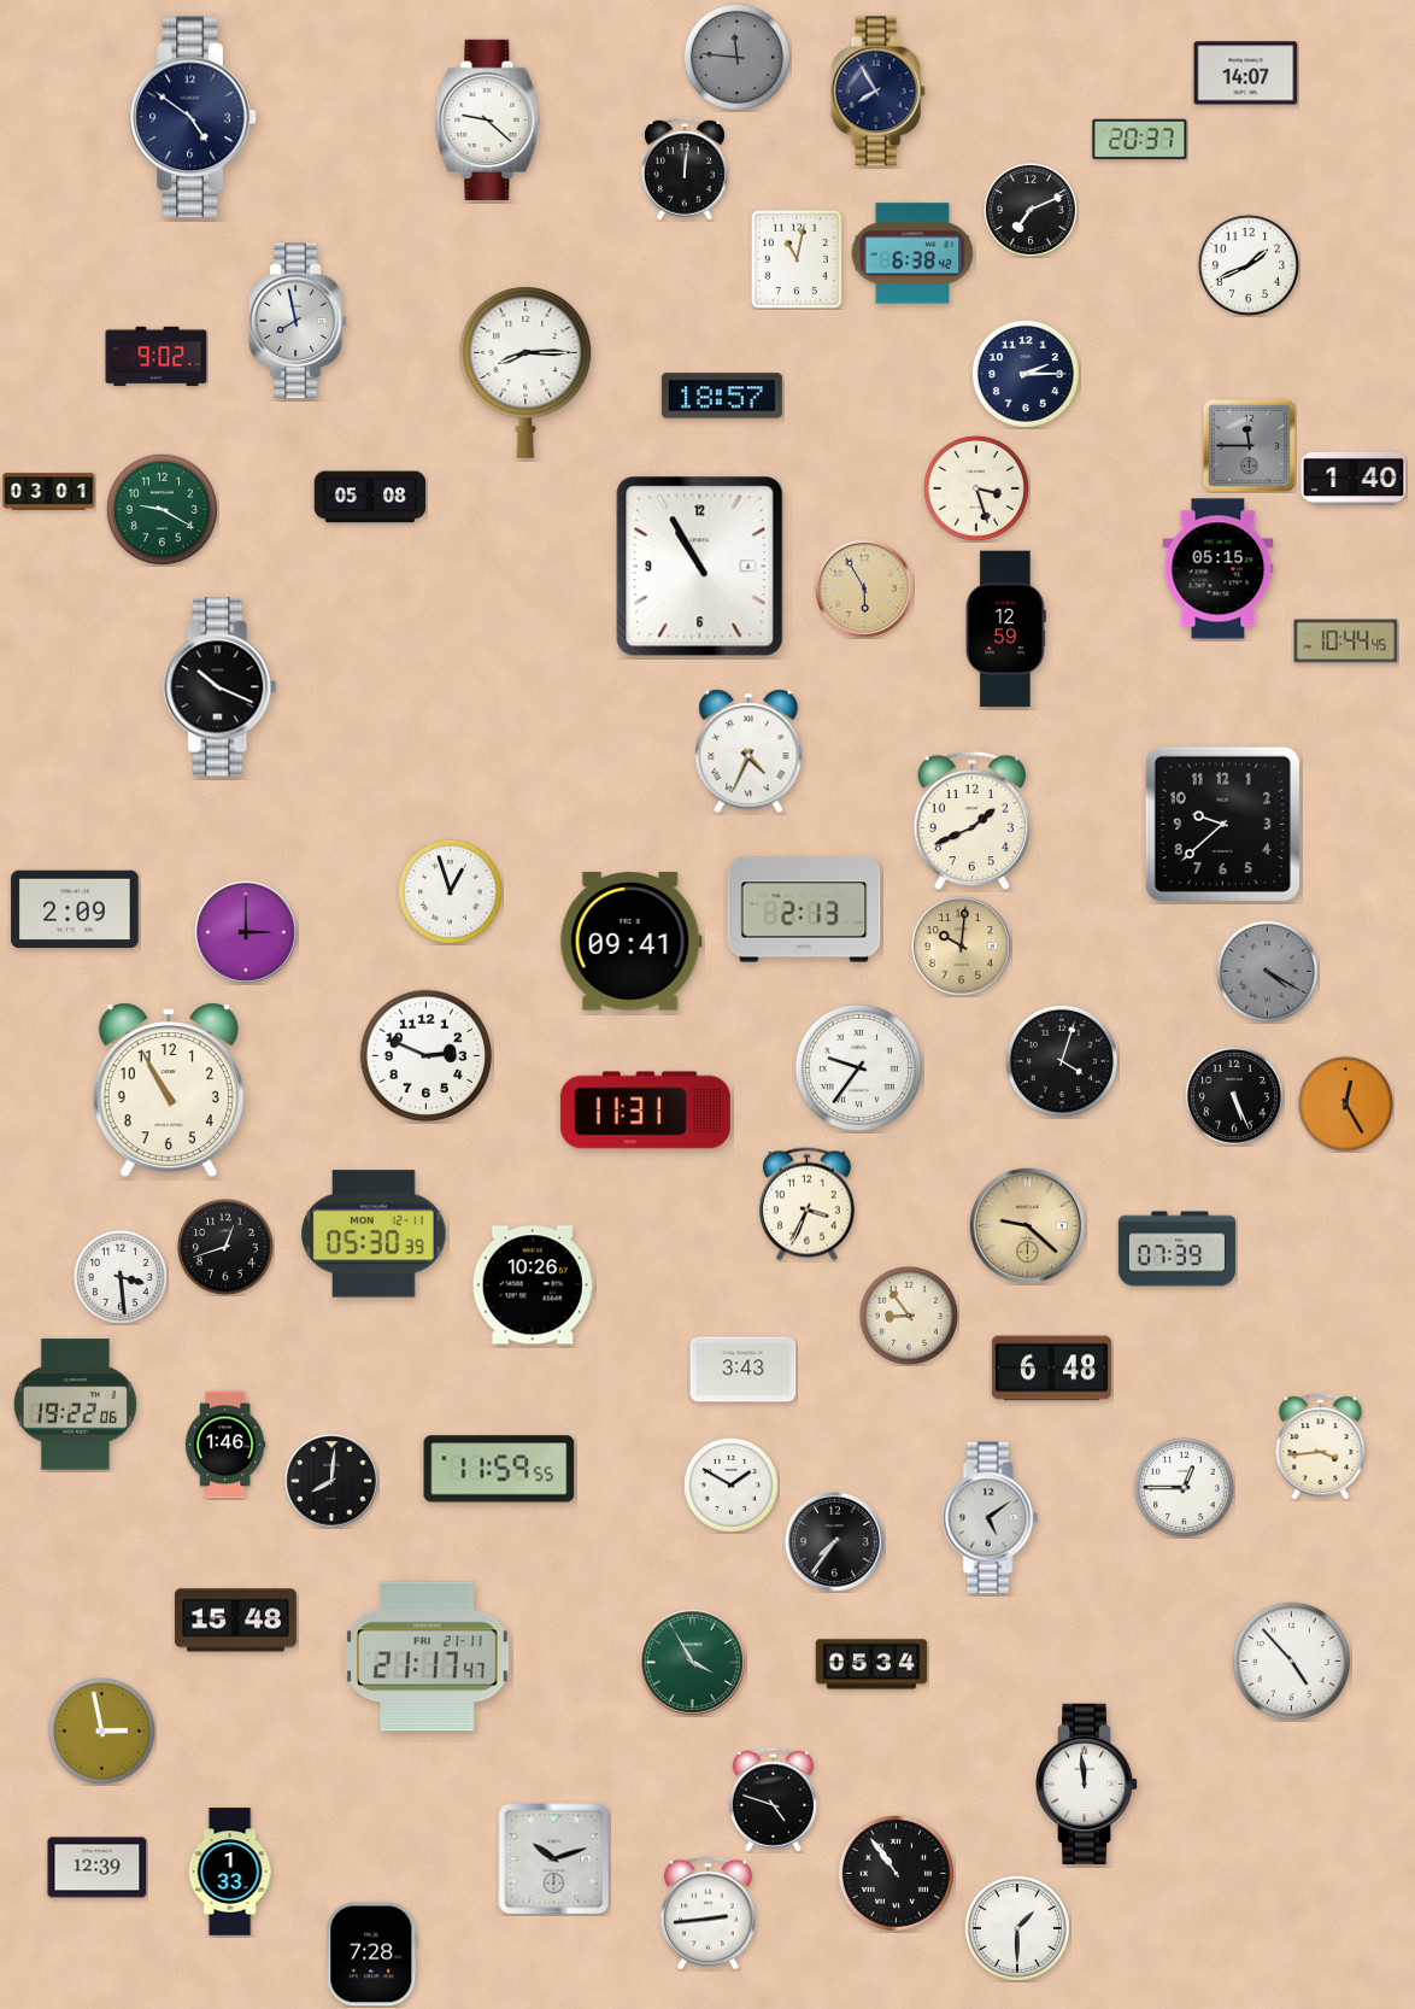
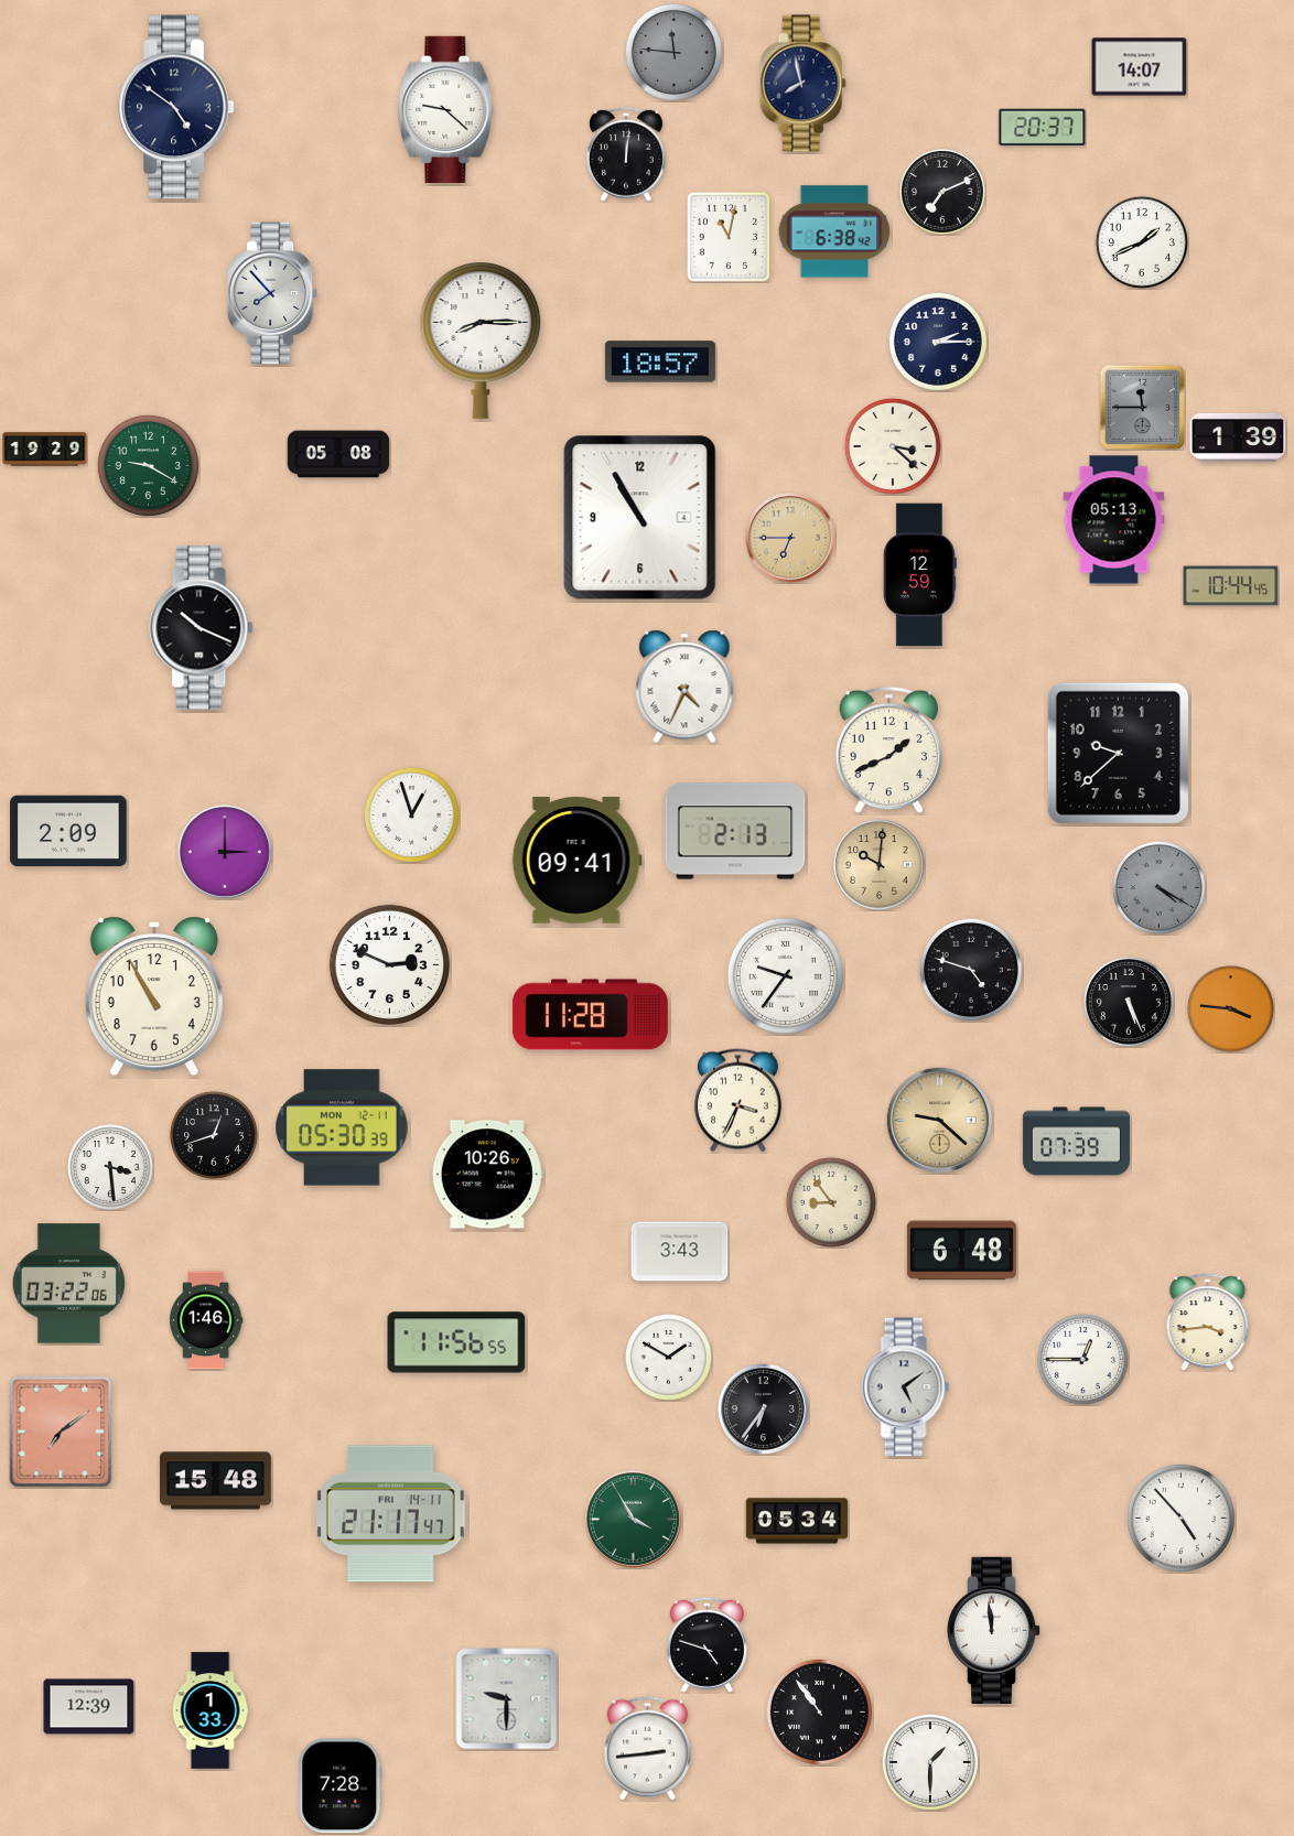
clock at (877, 92): 7:55 -> 7:58
clock at (298, 321): 7:58 -> 7:53
clock at (157, 357): 9:02 -> none
clock at (1354, 479): 1:40 -> 1:39
clock at (976, 488): 3:27 -> 3:22
clock at (49, 492): 03:01 -> 19:29
clock at (1219, 569): 05:15 -> 05:13
clock at (864, 588): 5:55 -> 6:45
clock at (1062, 1061): 4:03 -> 4:48
clock at (1345, 1103): 12:25 -> 3:46
clock at (645, 1111): 11:31 -> 11:28
clock at (225, 1247) position: (225, 1247) -> (214, 1135)
clock at (75, 1405): 19:22 -> 03:22
clock at (499, 1469): 11:59 -> 11:56
clock at (331, 1481): 8:01 -> none
clock at (835, 1542): 7:36 -> 6:36
clock at (61, 1432): none -> 7:09
clock at (428, 1657) date: FRI 21-11 -> FRI 14-11
clock at (101, 1730): 2:58 -> none
clock at (554, 1859): 10:12 -> 9:30
